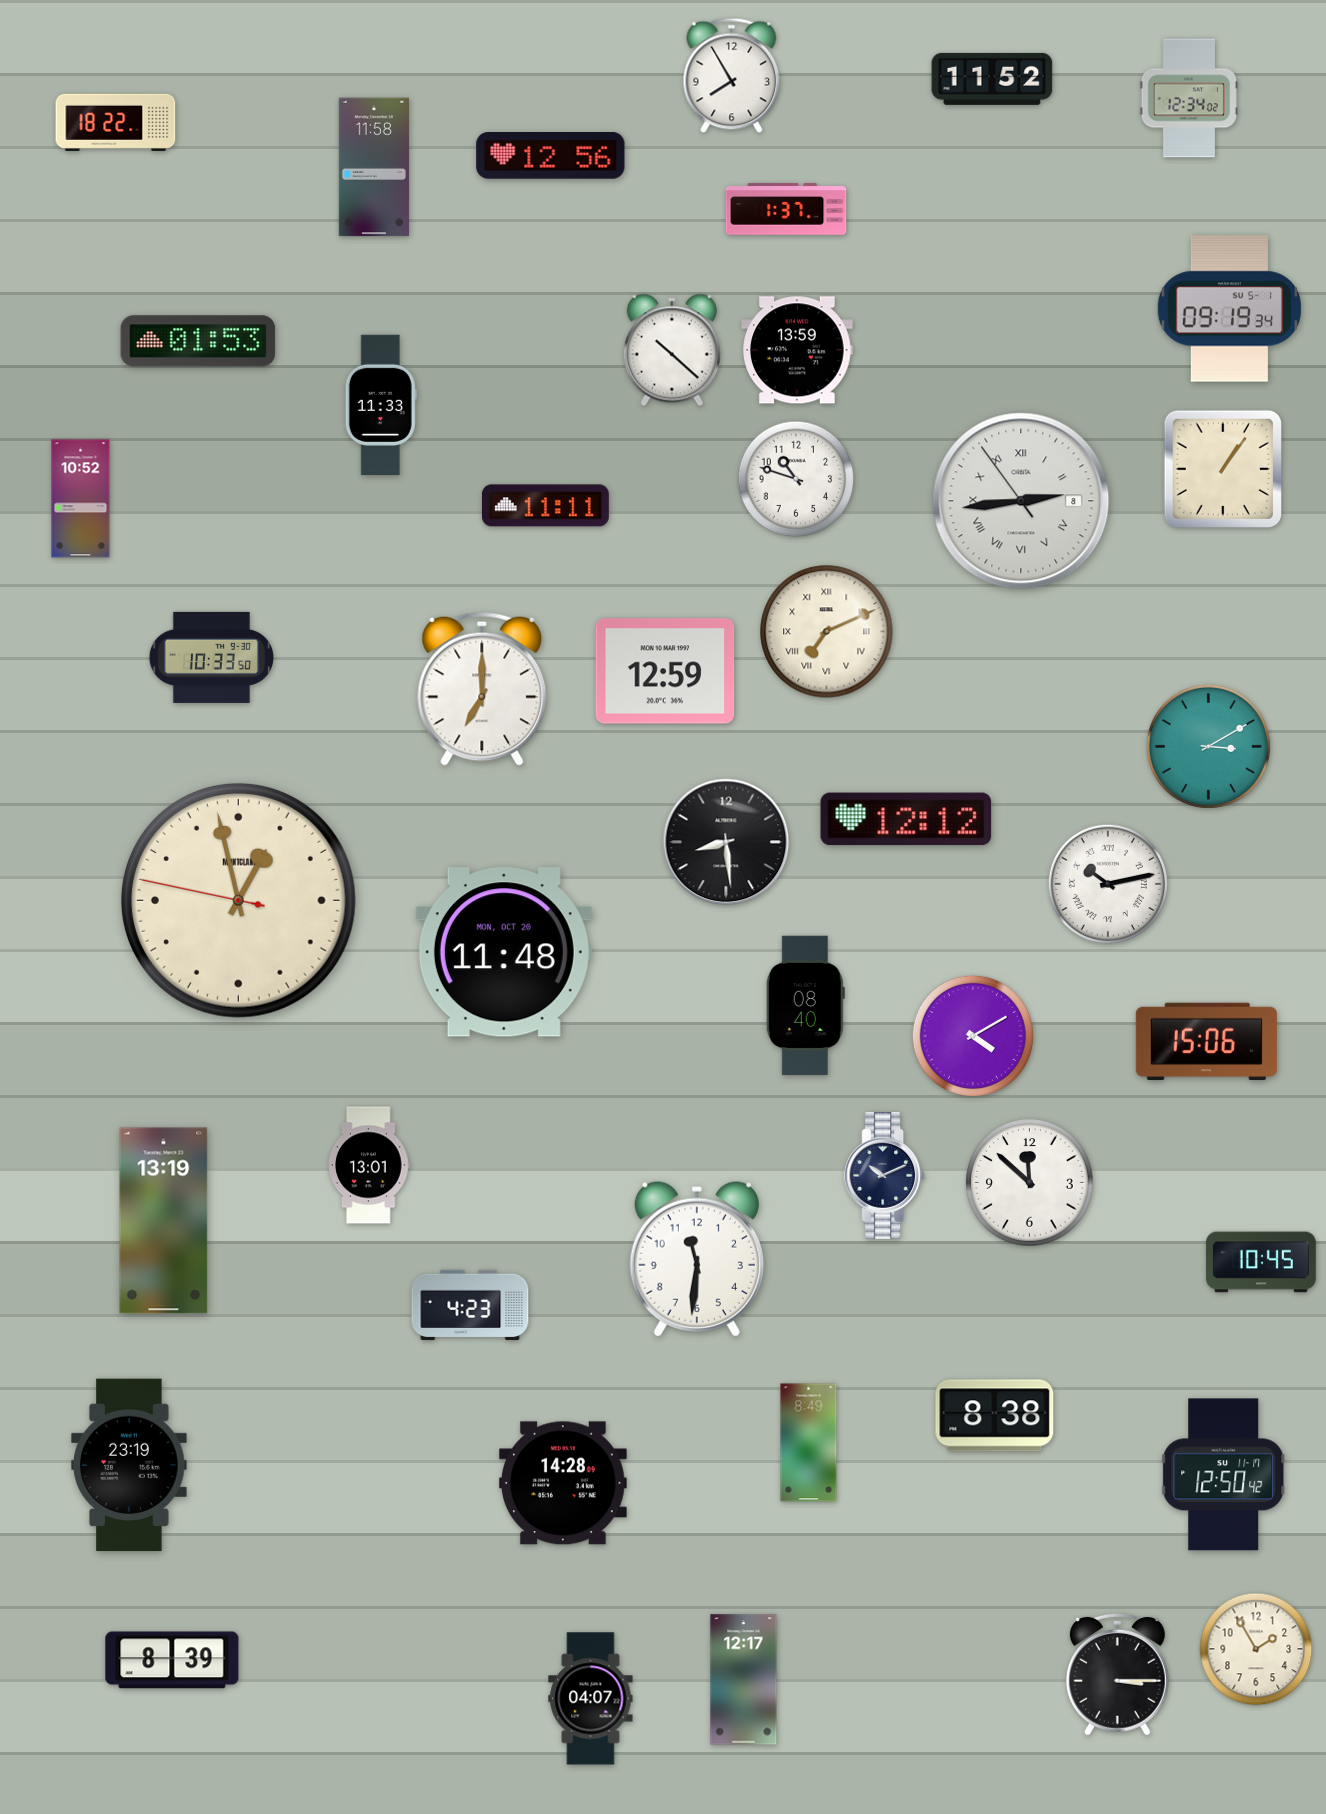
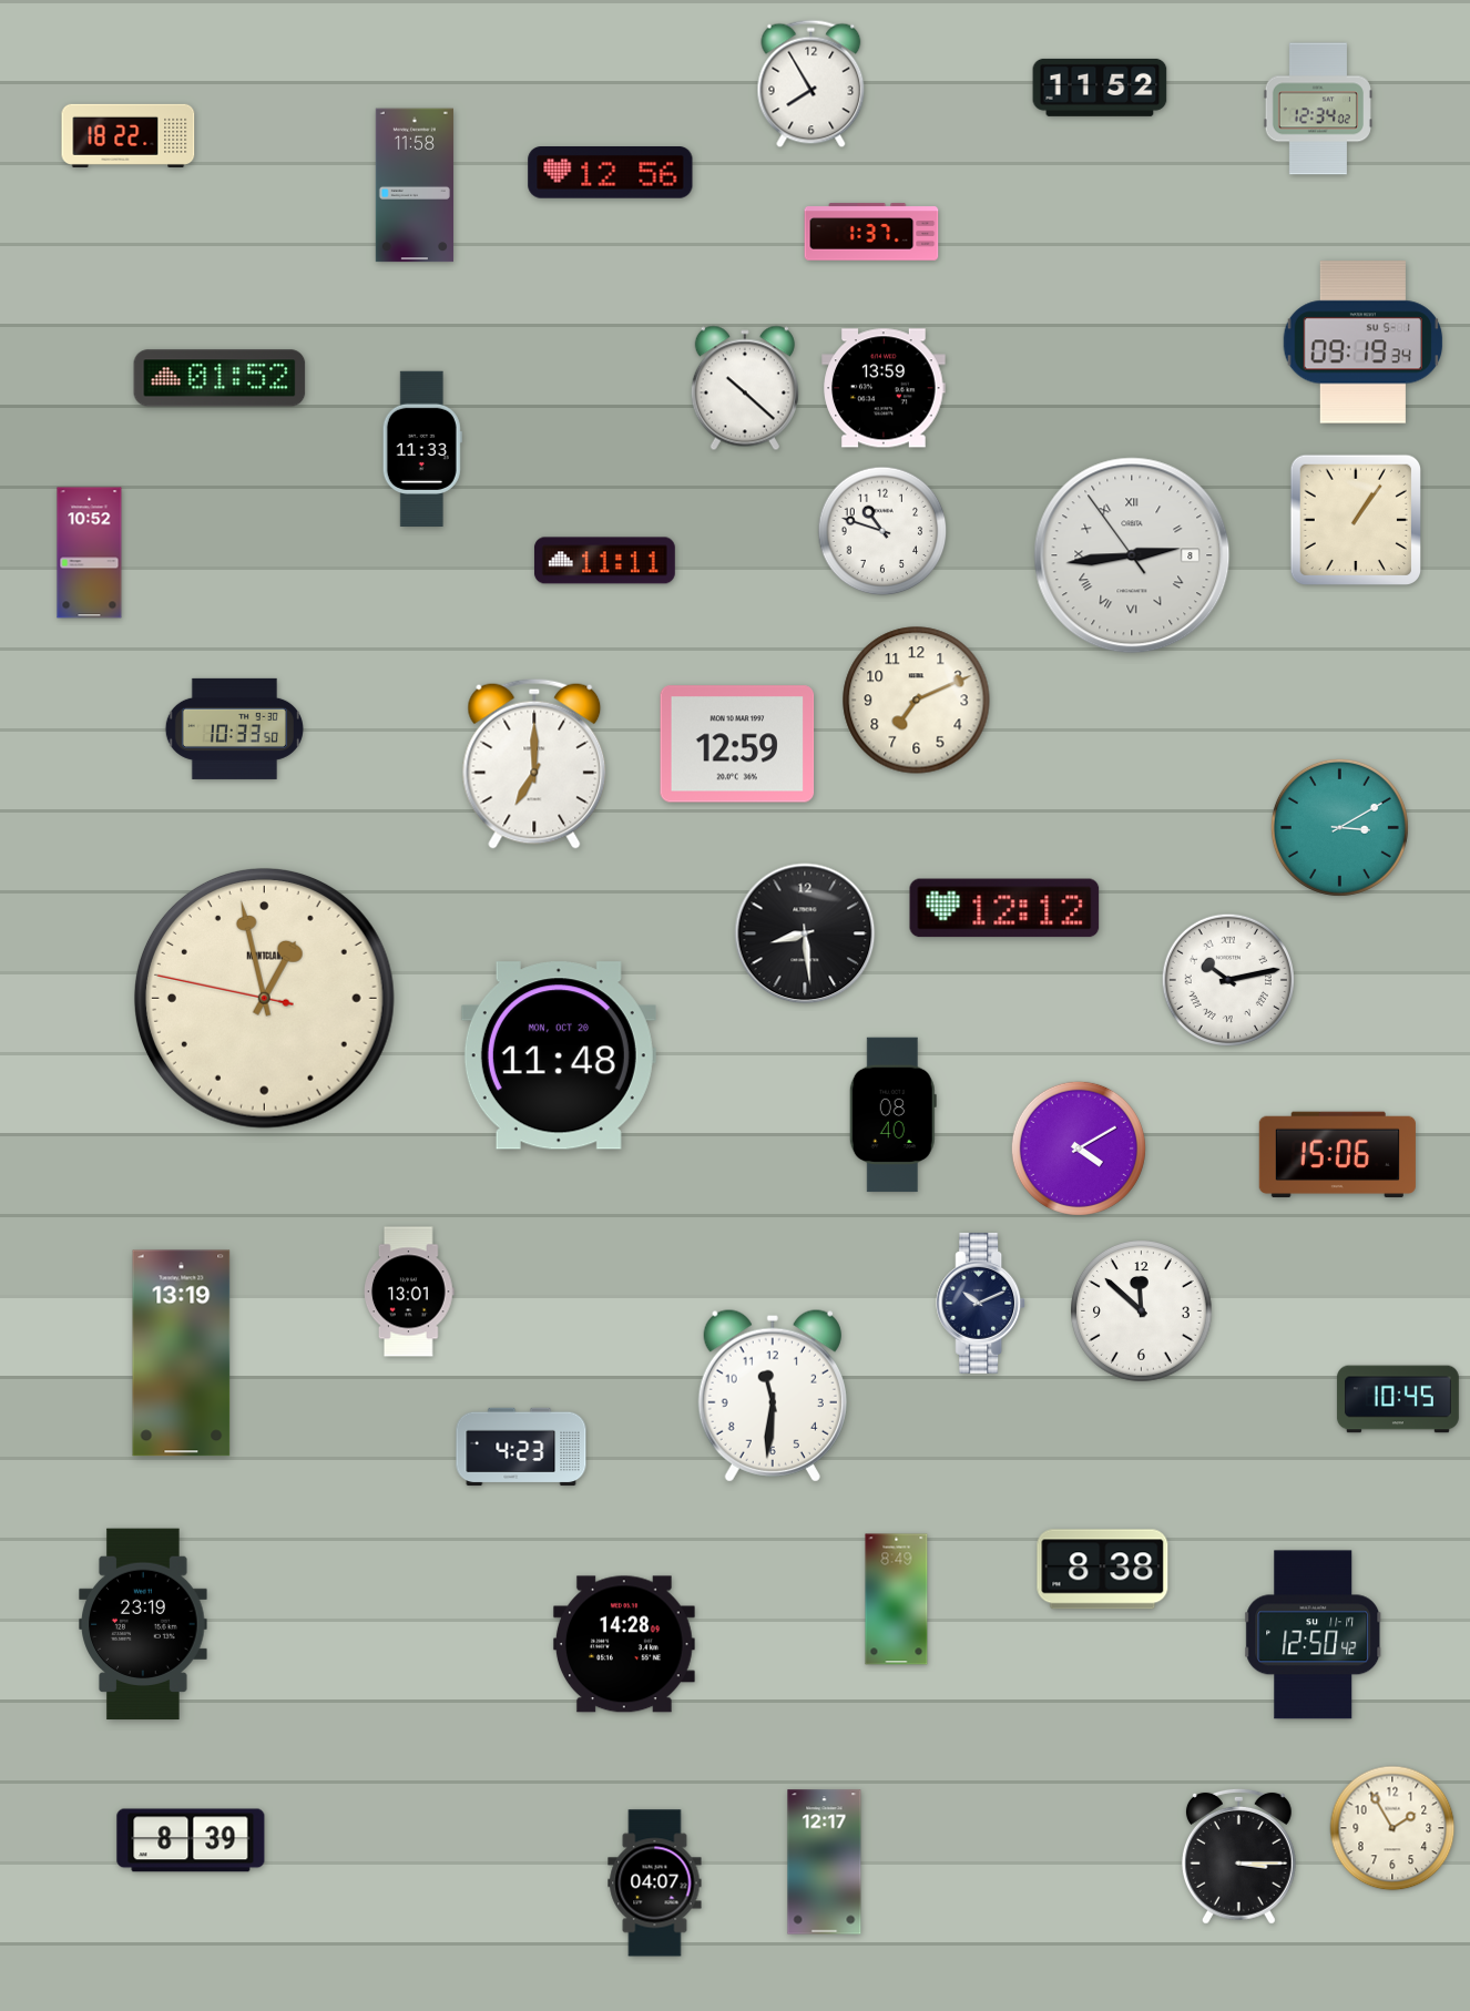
clock at (198, 341): 01:53 -> 01:52
clock at (827, 632) numerals: Roman -> Arabic
clock at (1224, 1475) position: (1224, 1475) -> (1314, 1635)
